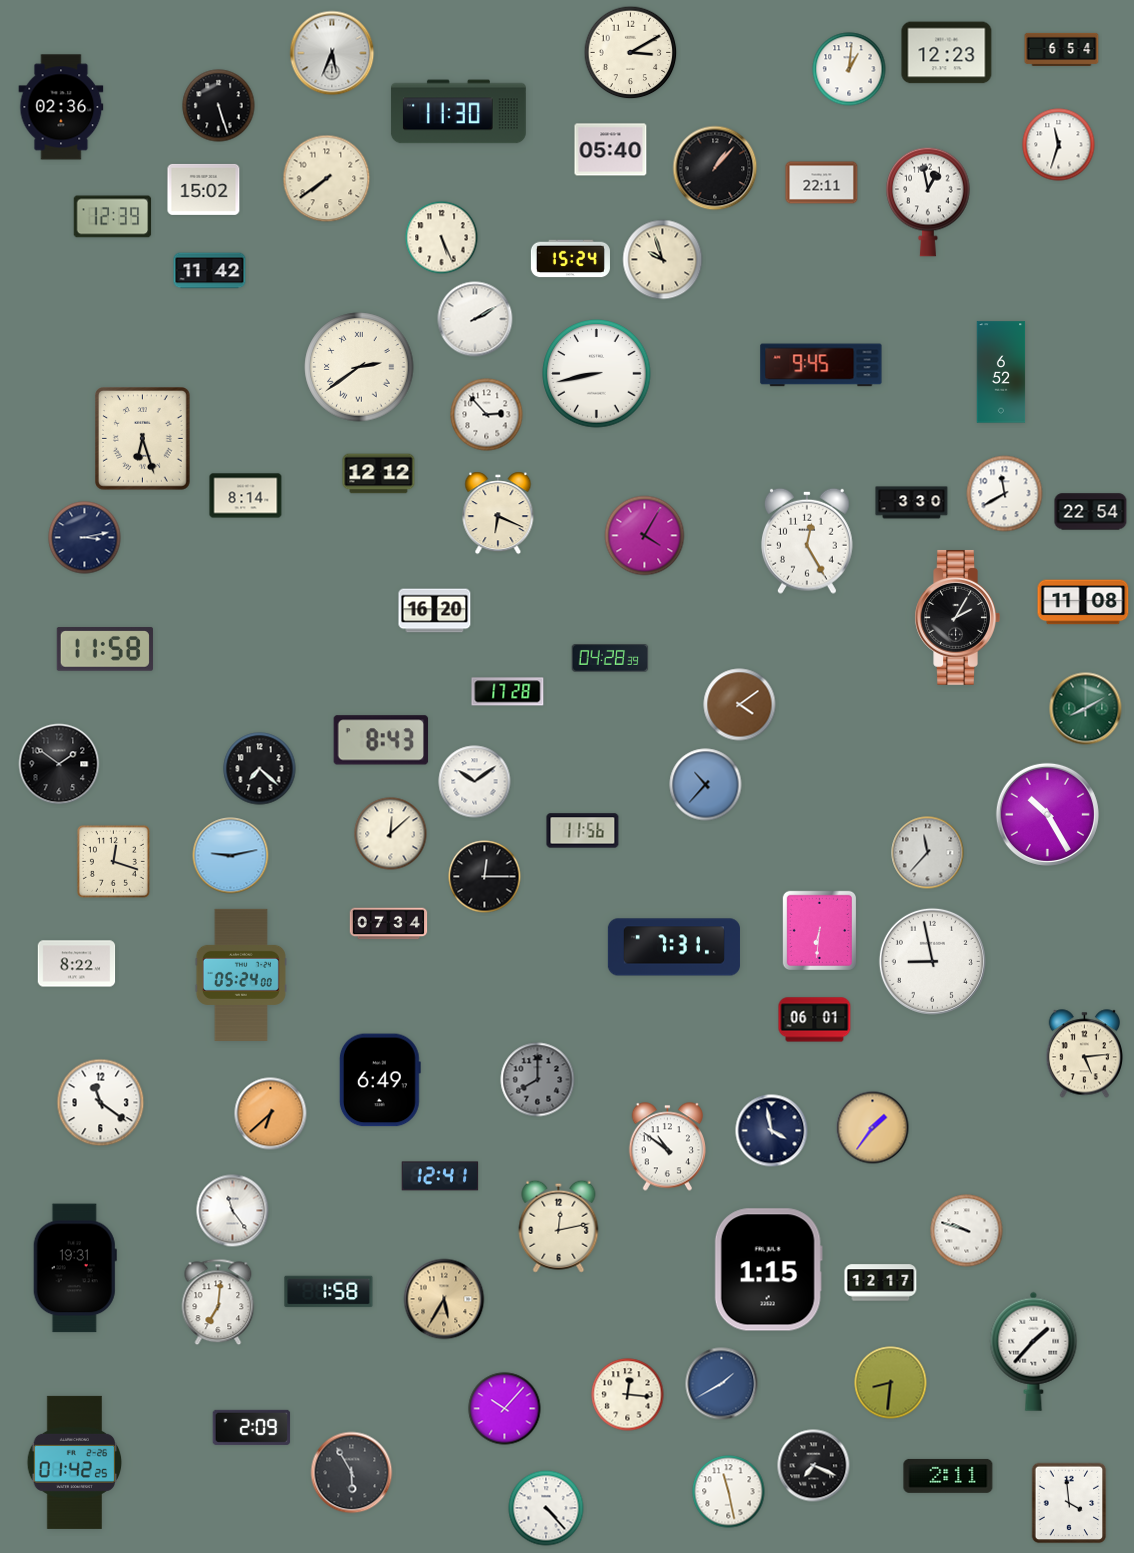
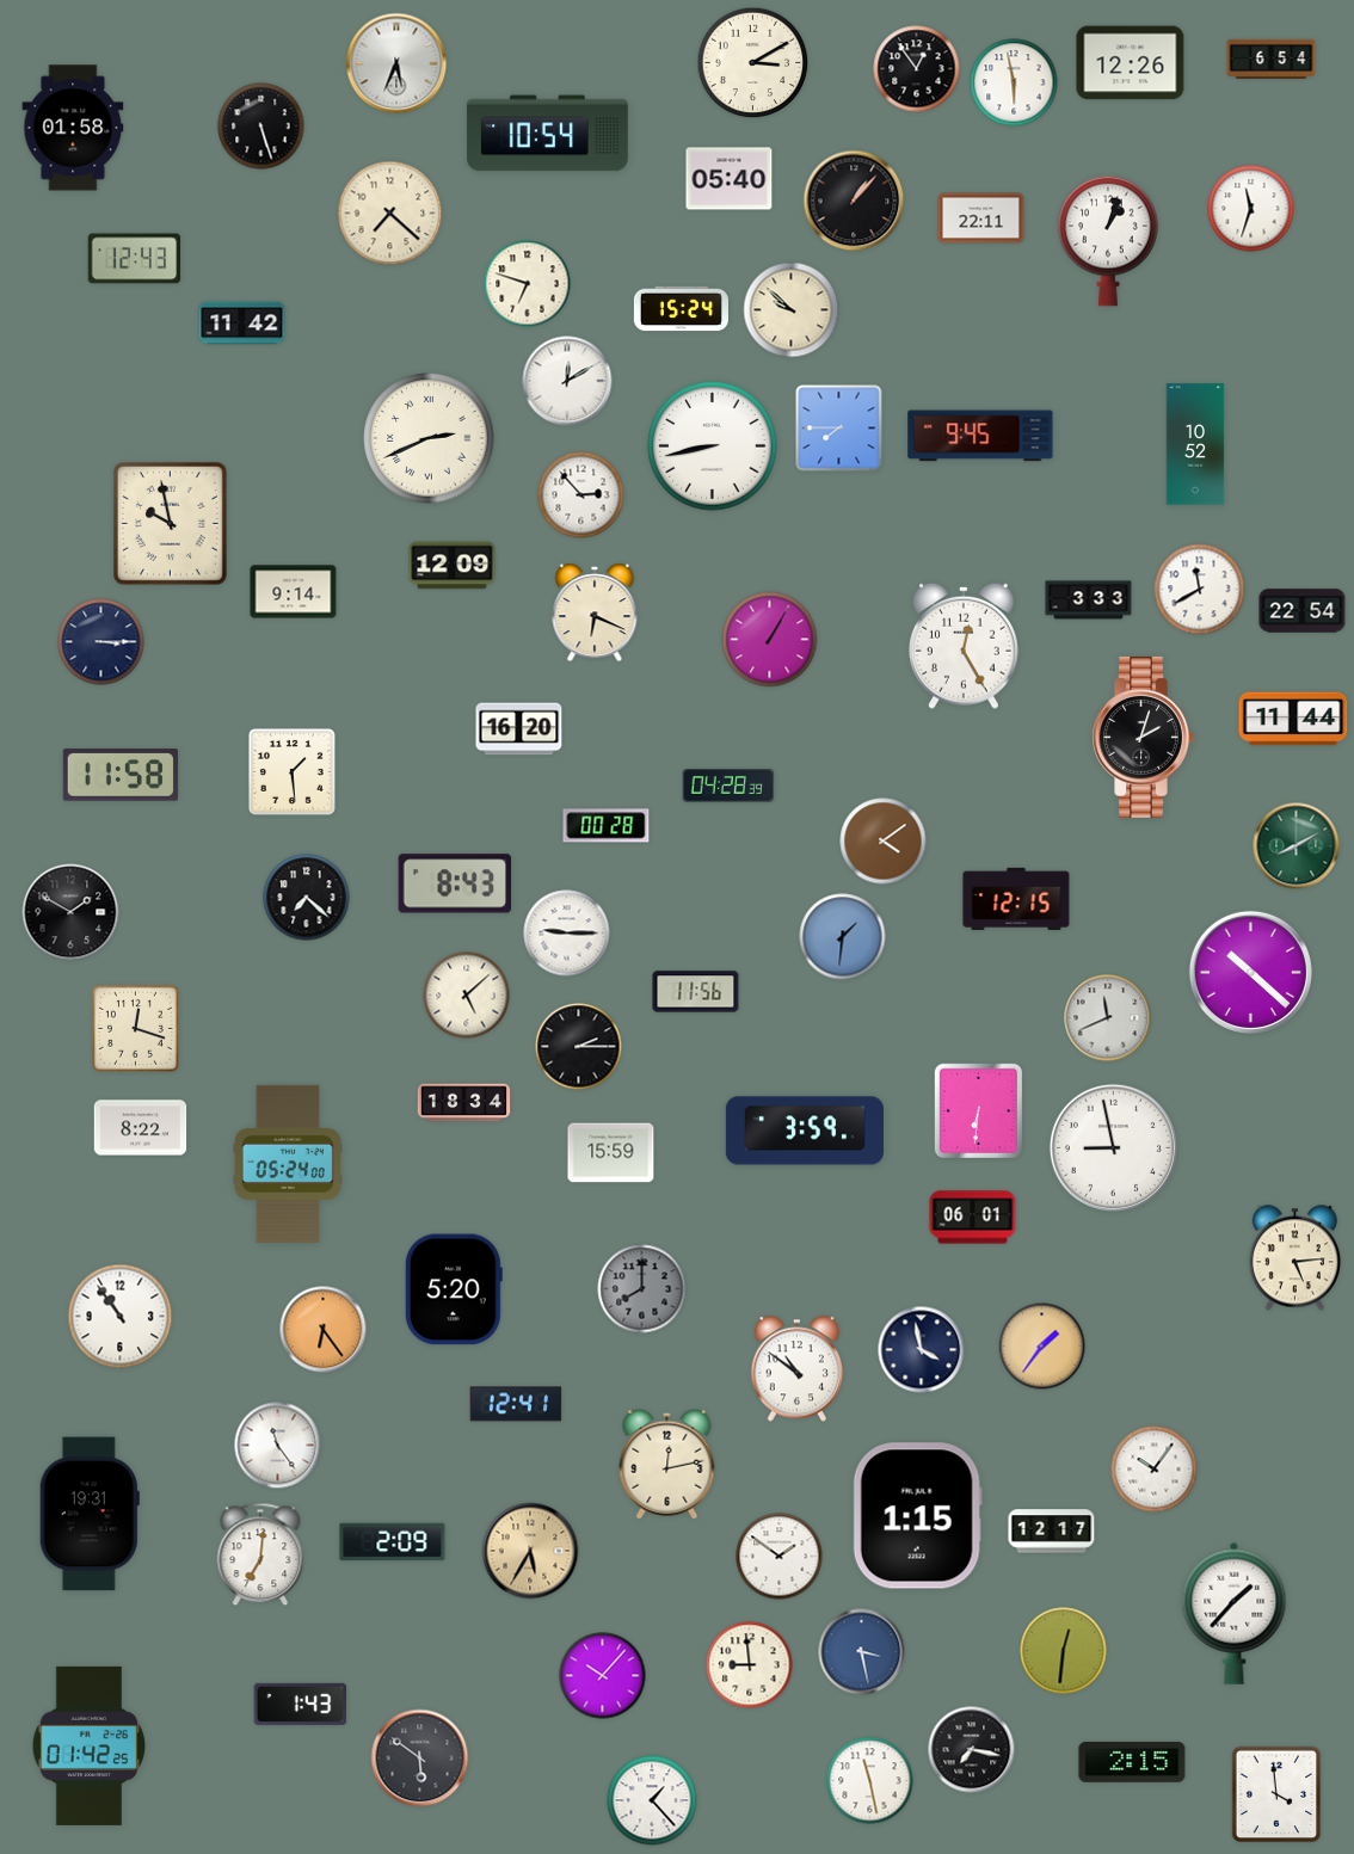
clock at (1062, 49) position: (1062, 49) -> (1272, 58)
clock at (947, 53): 12:23 -> 12:26
clock at (917, 69): none -> 12:54
clock at (849, 69): 1:01 -> 5:58
clock at (61, 107): 02:36 -> 01:58
clock at (458, 112): 11:30 -> 10:54
clock at (1059, 145) position: (1059, 145) -> (1251, 209)
clock at (327, 179): 7:39 -> 7:22
clock at (204, 189): 15:02 -> none
clock at (928, 202): 12:58 -> 1:03
clock at (113, 217): 12:39 -> 12:43
clock at (442, 238): 5:26 -> 6:48
clock at (663, 260): 9:57 -> 9:52
clock at (210, 271) position: (210, 271) -> (242, 324)
clock at (475, 319): 2:10 -> 12:10
clock at (839, 429): none -> 7:45
clock at (359, 367): 2:39 -> 2:41
clock at (1001, 372): 6:52 -> 10:52
clock at (143, 439): 6:27 -> 9:58
clock at (379, 474): 12:12 -> 12:09
clock at (246, 496): 8:14 -> 9:14
clock at (912, 503): 3:30 -> 3:33
clock at (645, 536): 4:05 -> 1:05
clock at (85, 538): 3:13 -> 3:15
clock at (1083, 602): 11:08 -> 11:44
clock at (957, 617): 2:05 -> 2:03
clock at (291, 771): none -> 1:29
clock at (105, 649) position: (105, 649) -> (121, 775)
clock at (508, 692): 17:28 -> 00:28
clock at (1016, 898): none -> 12:15
clock at (59, 764): 1:51 -> 1:50
clock at (260, 769) position: (260, 769) -> (307, 898)
clock at (475, 782): 10:09 -> 9:15
clock at (706, 785): 10:37 -> 1:31
clock at (1047, 814): 10:25 -> 10:22
clock at (391, 834): 12:08 -> 5:08
clock at (928, 853): 11:37 -> 11:41
clock at (231, 856): 9:13 -> none
clock at (485, 877): 12:15 -> 2:15
clock at (389, 924): 07:34 -> 18:34
clock at (674, 947): 7:31 -> 3:59
clock at (77, 964) position: (77, 964) -> (141, 1128)
clock at (611, 1153): none -> 15:59
clock at (380, 1080): 6:49 -> 5:20
clock at (101, 1103): 11:21 -> 10:54
clock at (271, 1114): 6:38 -> 6:24
clock at (440, 1176) position: (440, 1176) -> (516, 1404)
clock at (967, 1231): 9:48 -> 10:06
clock at (329, 1292): 1:58 -> 2:09
clock at (780, 1557): none -> 1:51
clock at (891, 1383): 8:31 -> 12:31
clock at (722, 1384): 1:40 -> 3:28
clock at (628, 1395): 12:16 -> 8:59
clock at (505, 1409) position: (505, 1409) -> (603, 1676)
clock at (252, 1427): 2:09 -> 1:43
clock at (814, 1466): 7:19 -> 7:17
clock at (352, 1473): 5:55 -> 5:51
clock at (948, 1476): 2:11 -> 2:15
clock at (546, 1508): 4:23 -> 1:23
